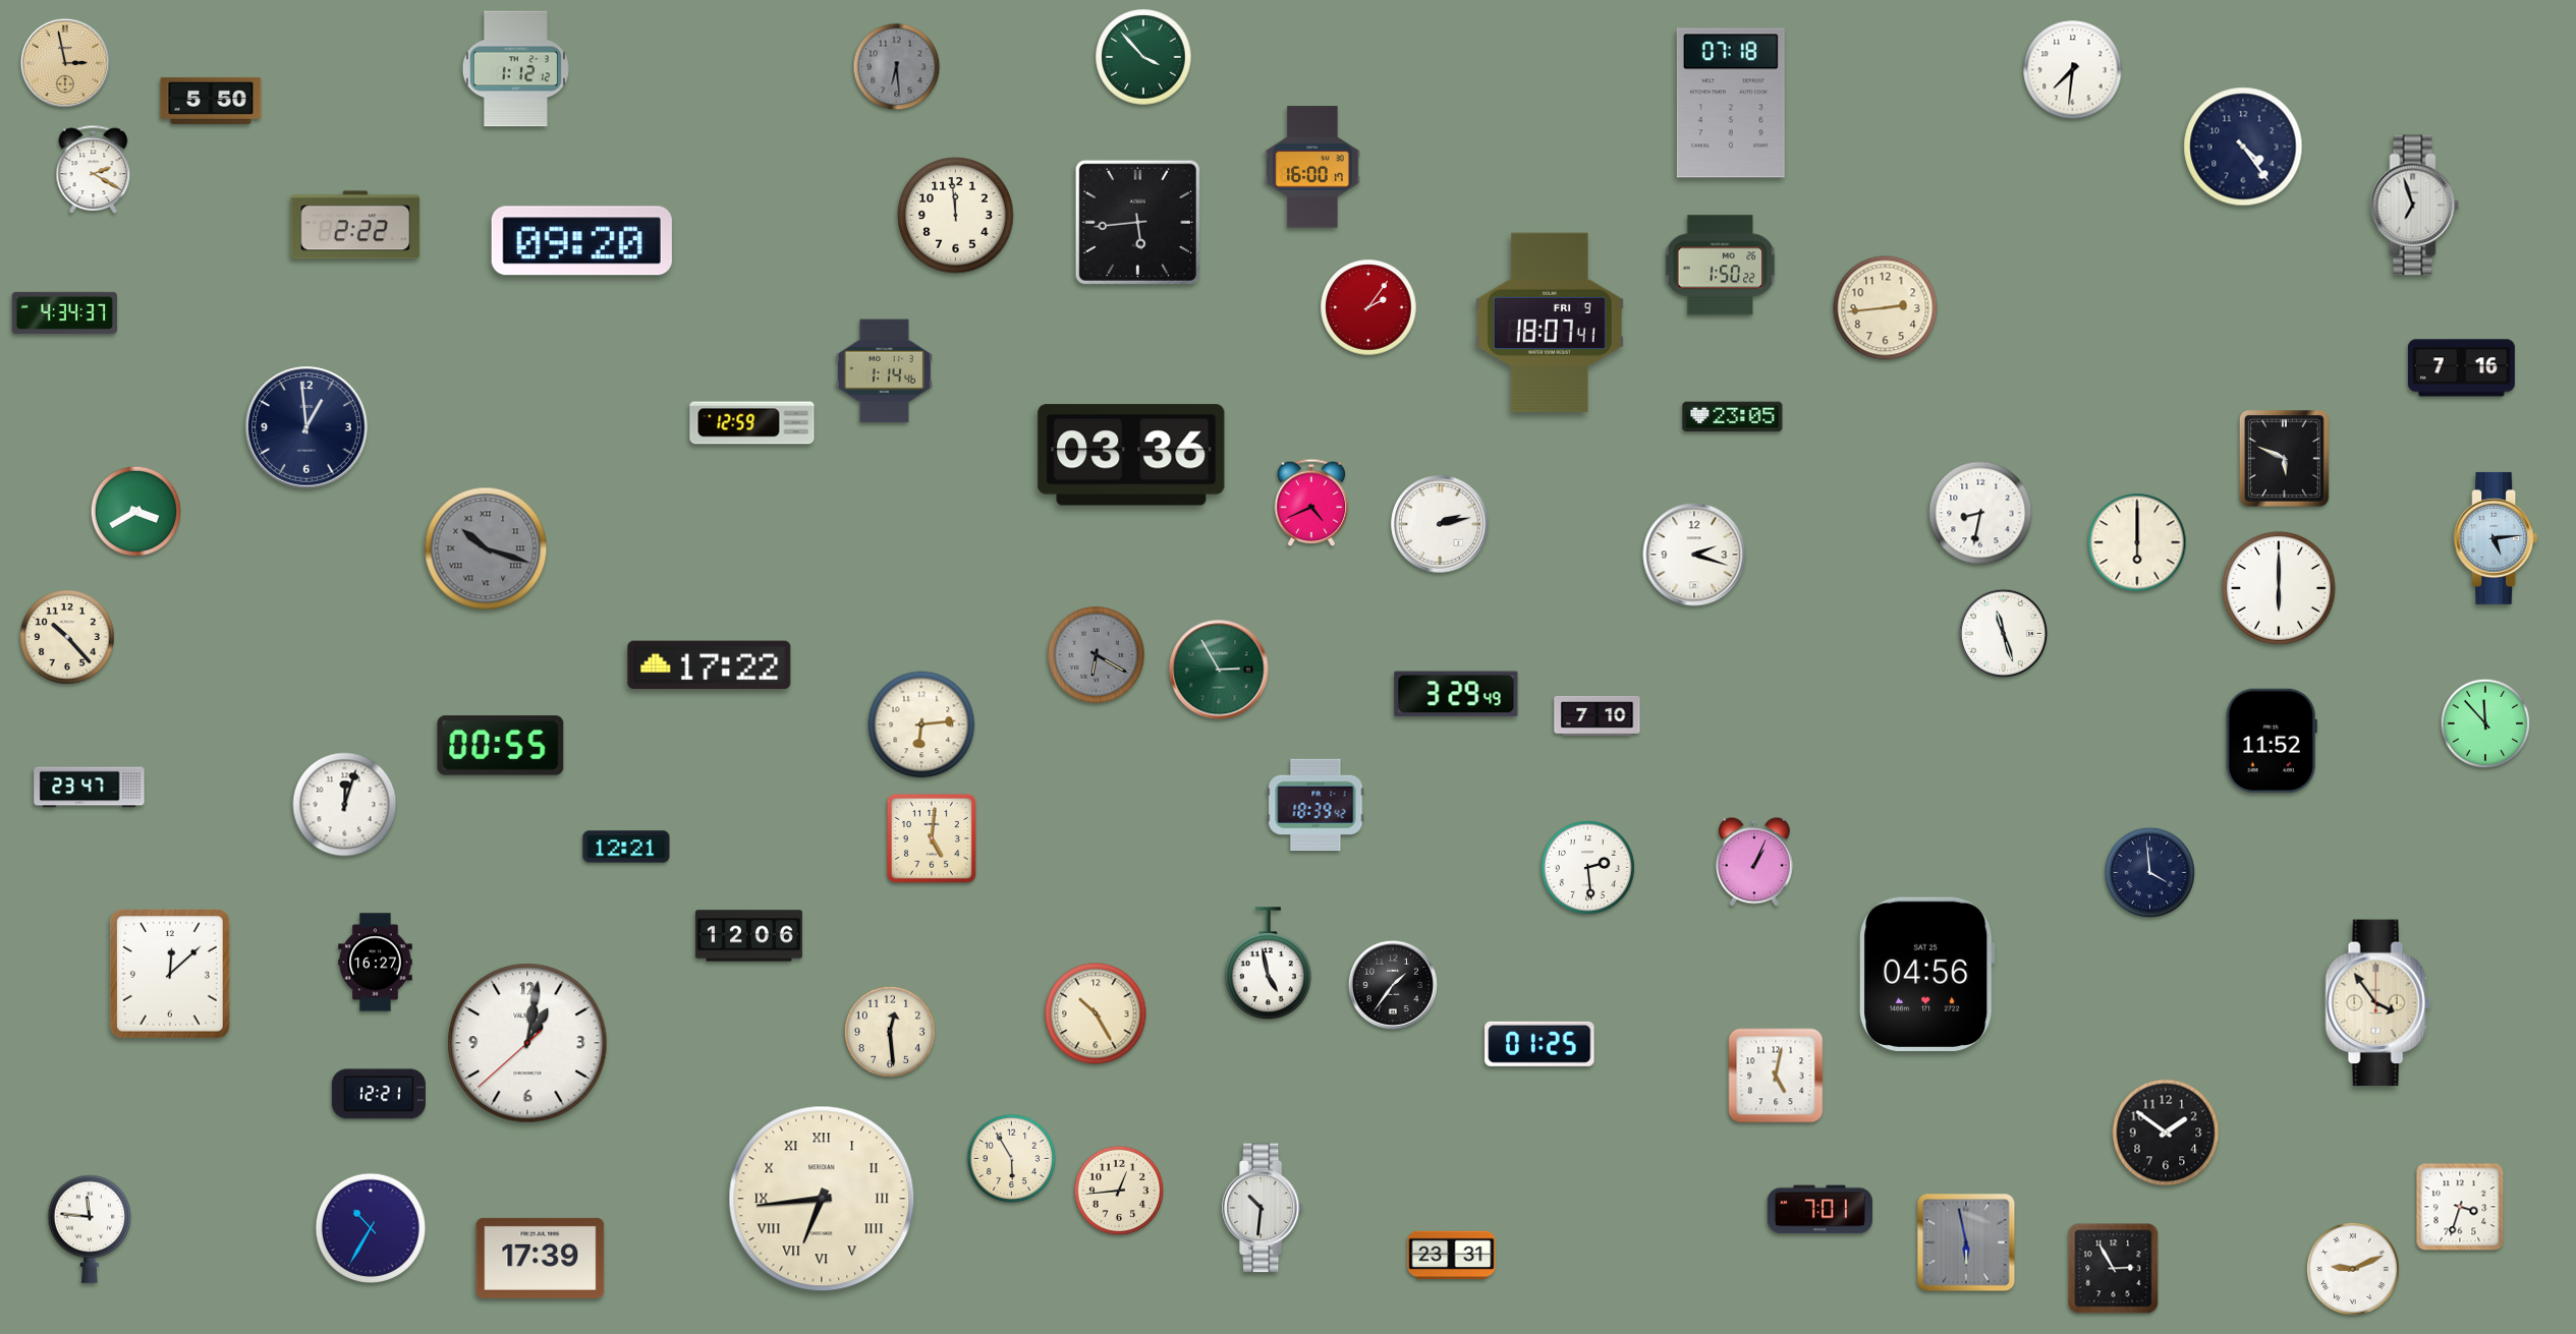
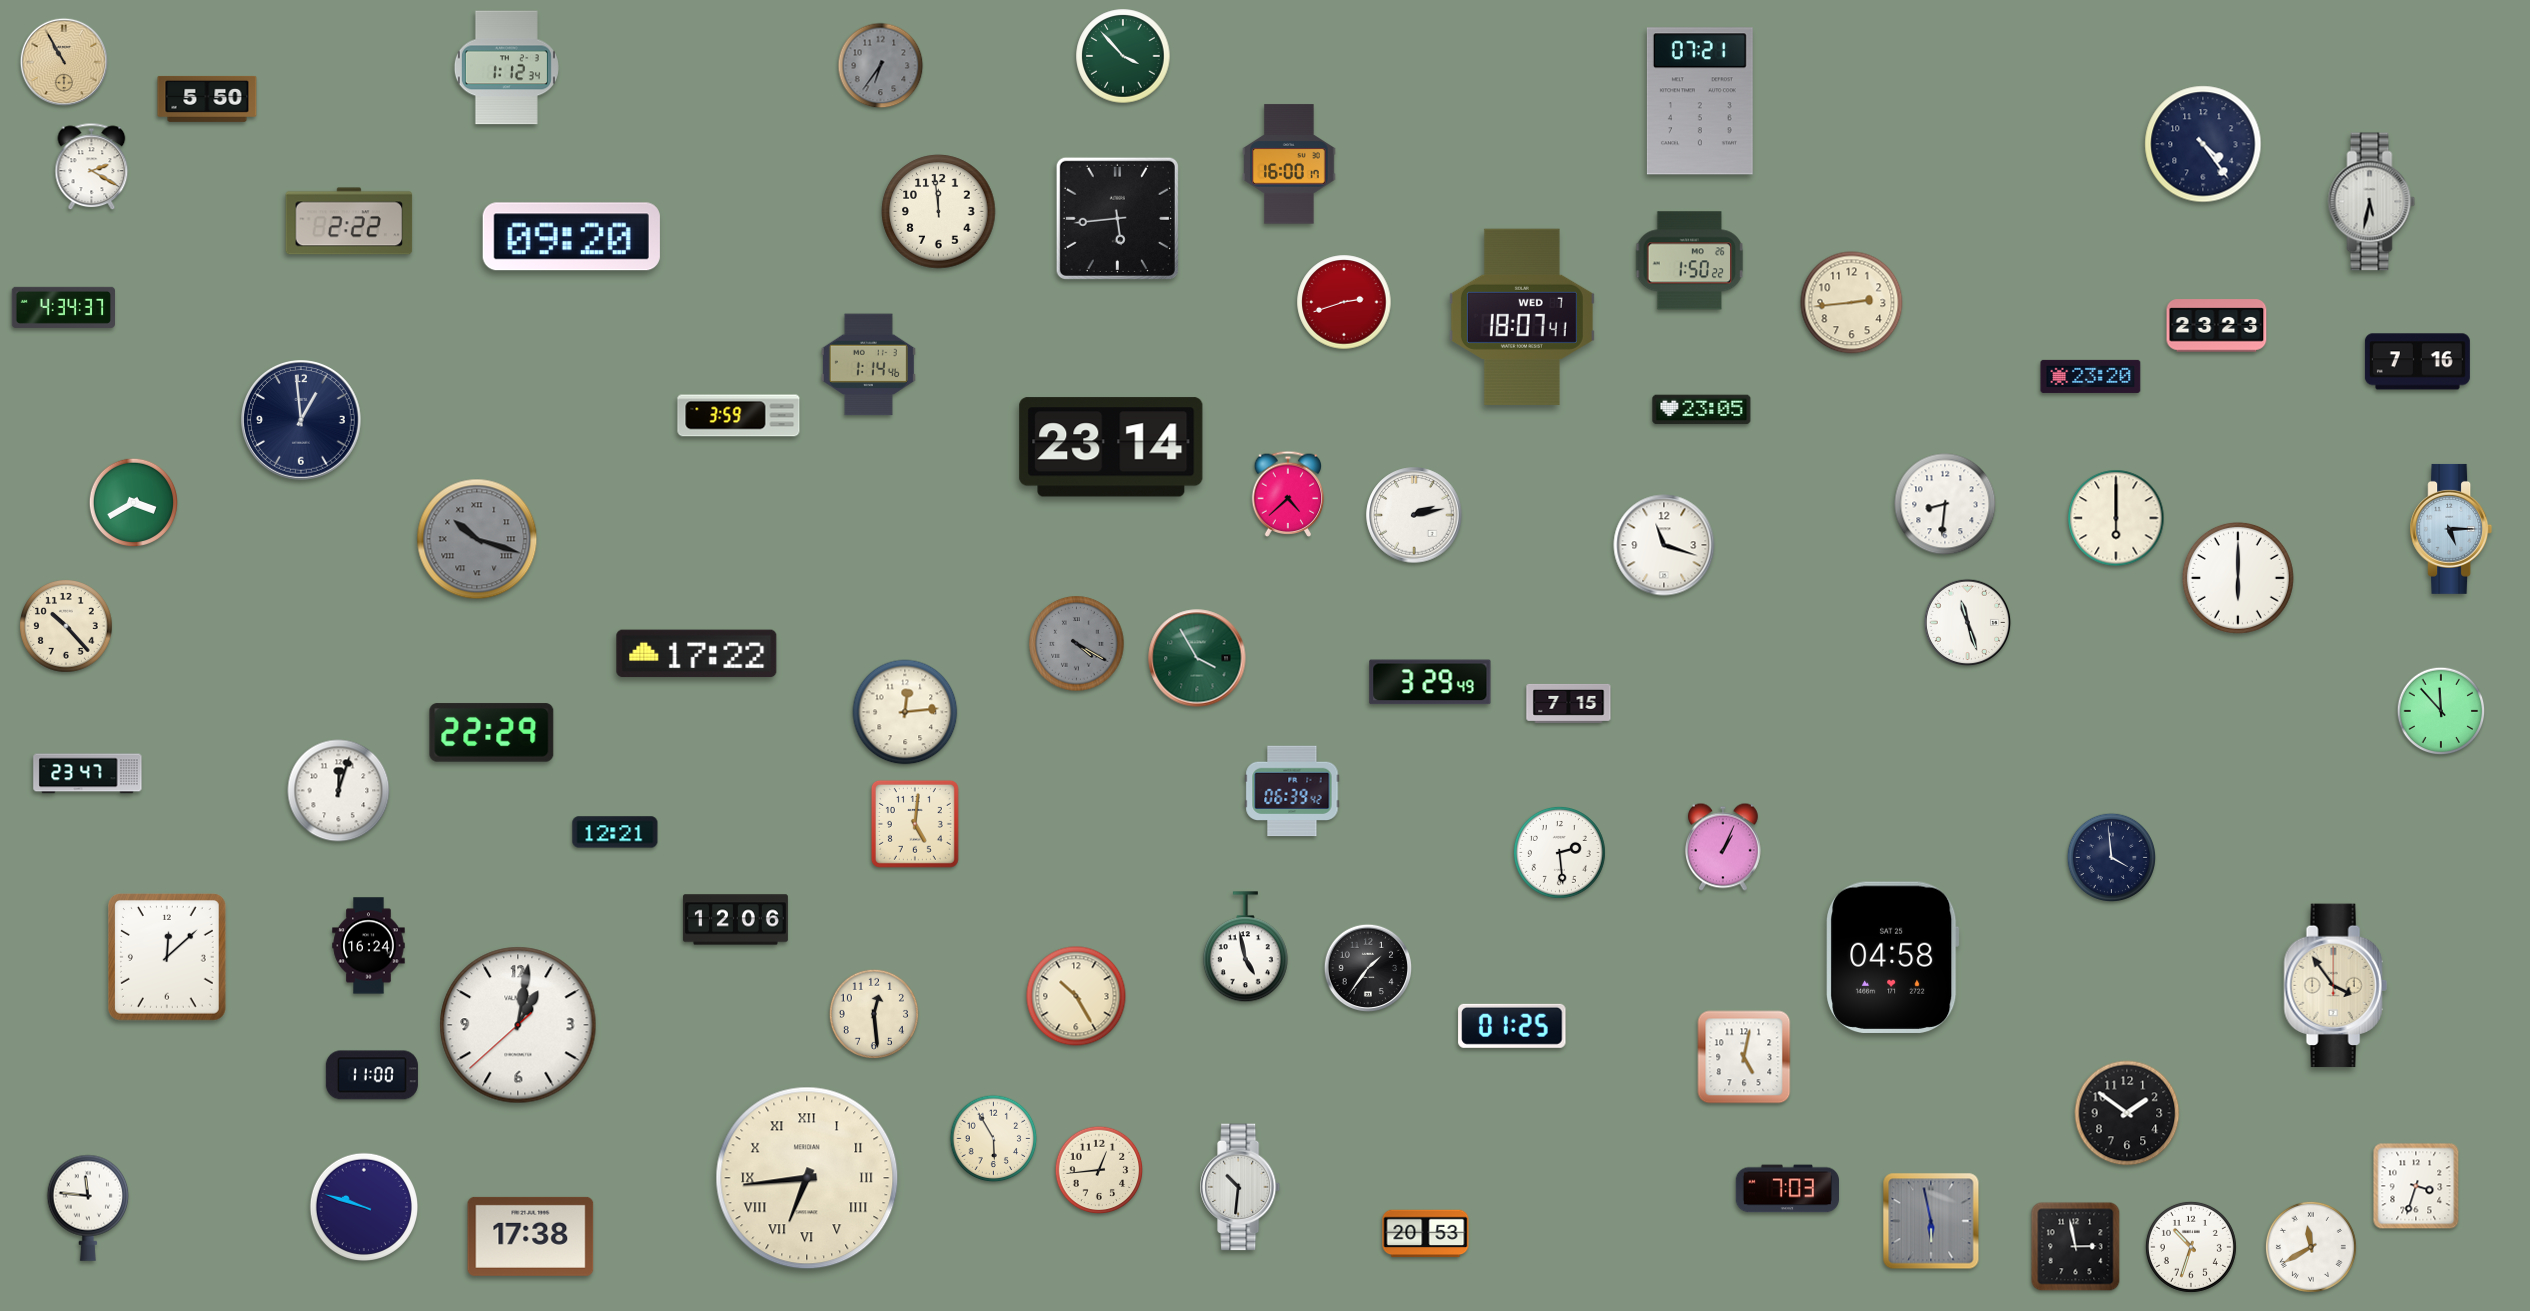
clock at (65, 63): 2:58 -> 10:55
clock at (897, 67): 6:29 -> 6:36
clock at (515, 69): 1:12:12 -> 1:12:34
clock at (2073, 70): 7:31 -> none
clock at (1731, 103): 07:18 -> 07:21
clock at (2415, 206): 6:57 -> 5:32
clock at (1368, 307): 2:06 -> 2:42
clock at (1550, 323) date: FRI 9 -> WED 7
clock at (2217, 326): none -> 23:23
clock at (2091, 376): none -> 23:20
clock at (752, 423): 12:59 -> 3:59
clock at (1131, 455): 03:36 -> 23:14
clock at (2285, 459): 5:49 -> none
clock at (1311, 503): 4:41 -> 4:38
clock at (1980, 513): 8:32 -> 8:31
clock at (2496, 538): 5:14 -> 5:15
clock at (2137, 542) position: (2137, 542) -> (2116, 518)
clock at (1694, 555): 2:18 -> 11:18
clock at (1097, 655): 6:20 -> 4:20
clock at (1219, 670): 2:55 -> 3:55
clock at (1598, 715): 7:10 -> 7:15
clock at (921, 724): 6:14 -> 12:14
clock at (2272, 741): 11:52 -> none
clock at (501, 746): 00:55 -> 22:29
clock at (1315, 805): 18:39 -> 06:39
clock at (376, 963): 16:27 -> 16:24
clock at (1927, 974): 04:56 -> 04:58
clock at (379, 1094): 12:21 -> 11:00
clock at (1819, 1210): 7:01 -> 7:03
clock at (370, 1227): 10:35 -> 9:48
clock at (1452, 1256): 23:31 -> 20:53
clock at (541, 1258): 17:39 -> 17:38
clock at (2114, 1269): 2:55 -> 2:58
clock at (2191, 1247): none -> 10:33
clock at (2353, 1269): 9:11 -> 11:40
